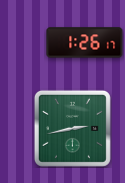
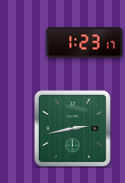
clock at (85, 43): 1:26 -> 1:23
